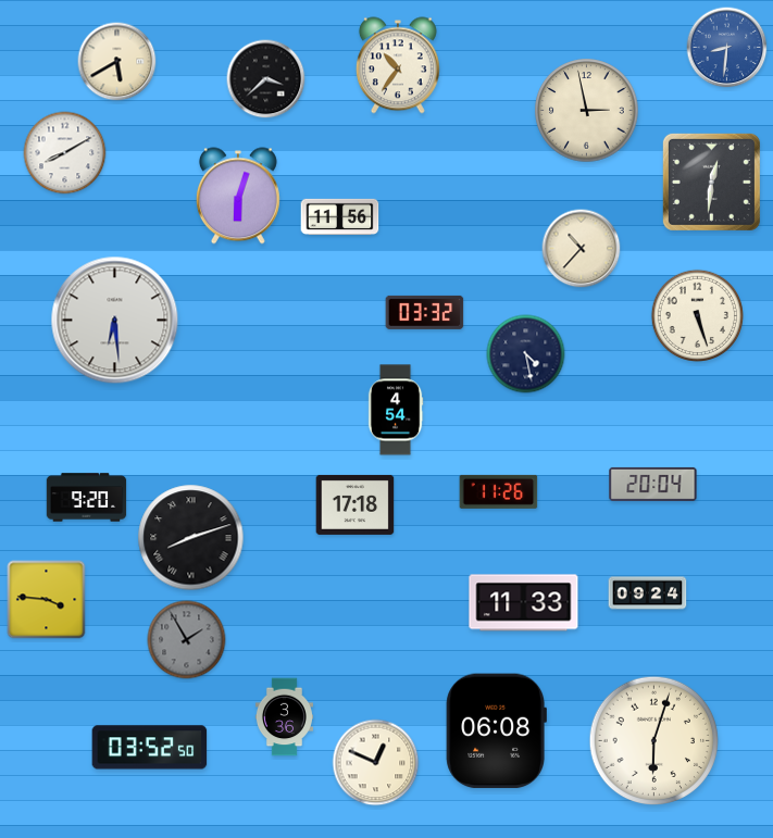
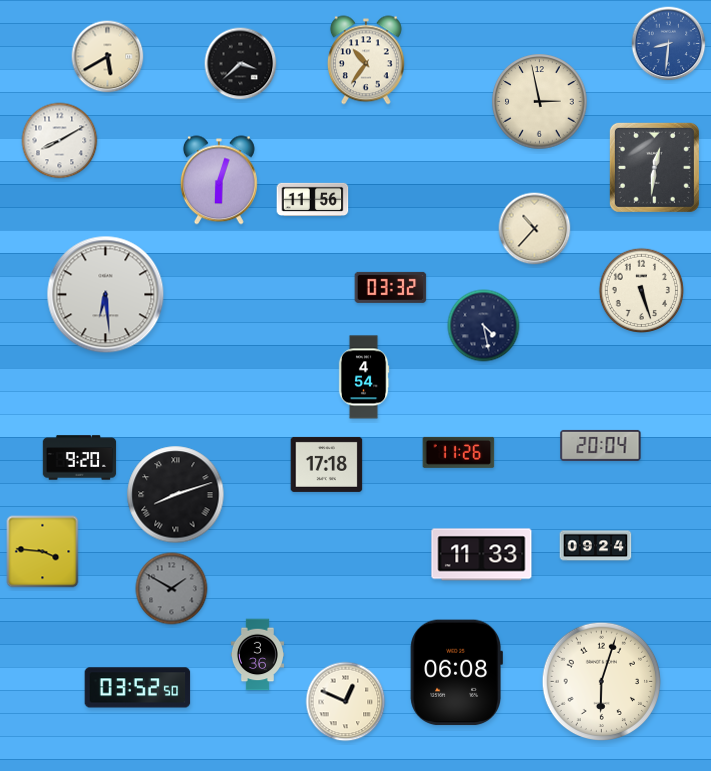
clock at (266, 79) position: (266, 79) -> (241, 64)
clock at (187, 640): 1:55 -> 1:50
clock at (284, 717) position: (284, 717) -> (257, 655)
